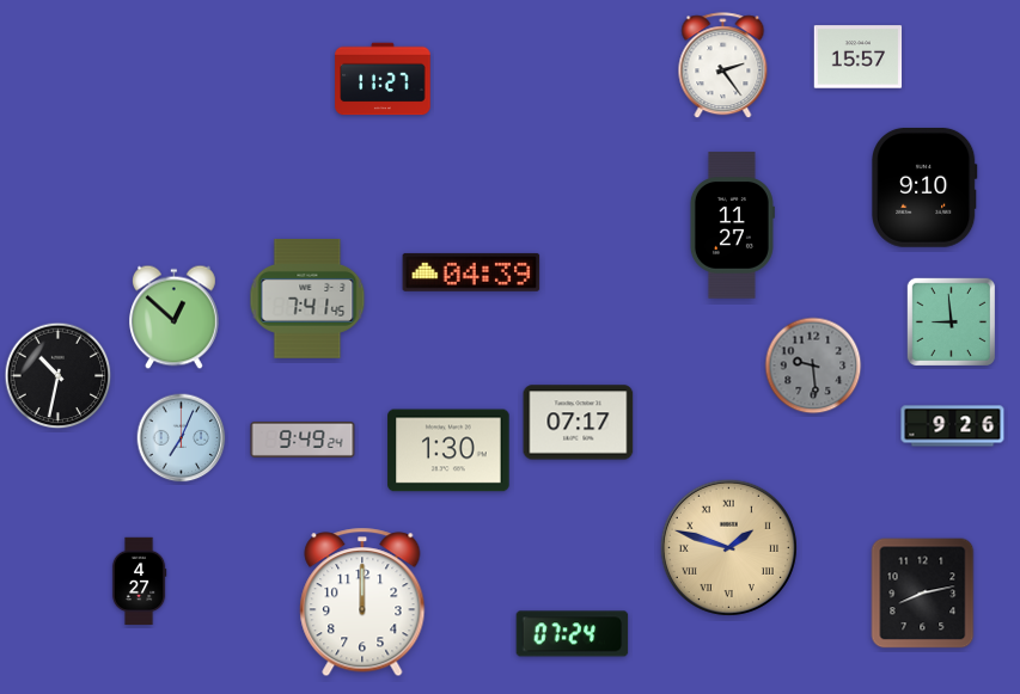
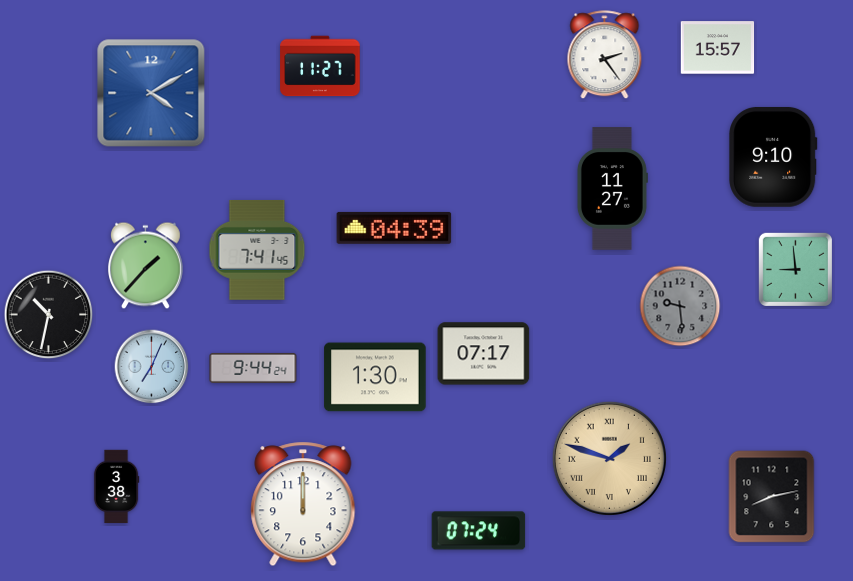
clock at (151, 93): none -> 4:10
clock at (175, 318): 12:52 -> 1:37
clock at (953, 426): 9:26 -> none
clock at (303, 440): 9:49 -> 9:44
clock at (139, 582): 4:27 -> 3:38
